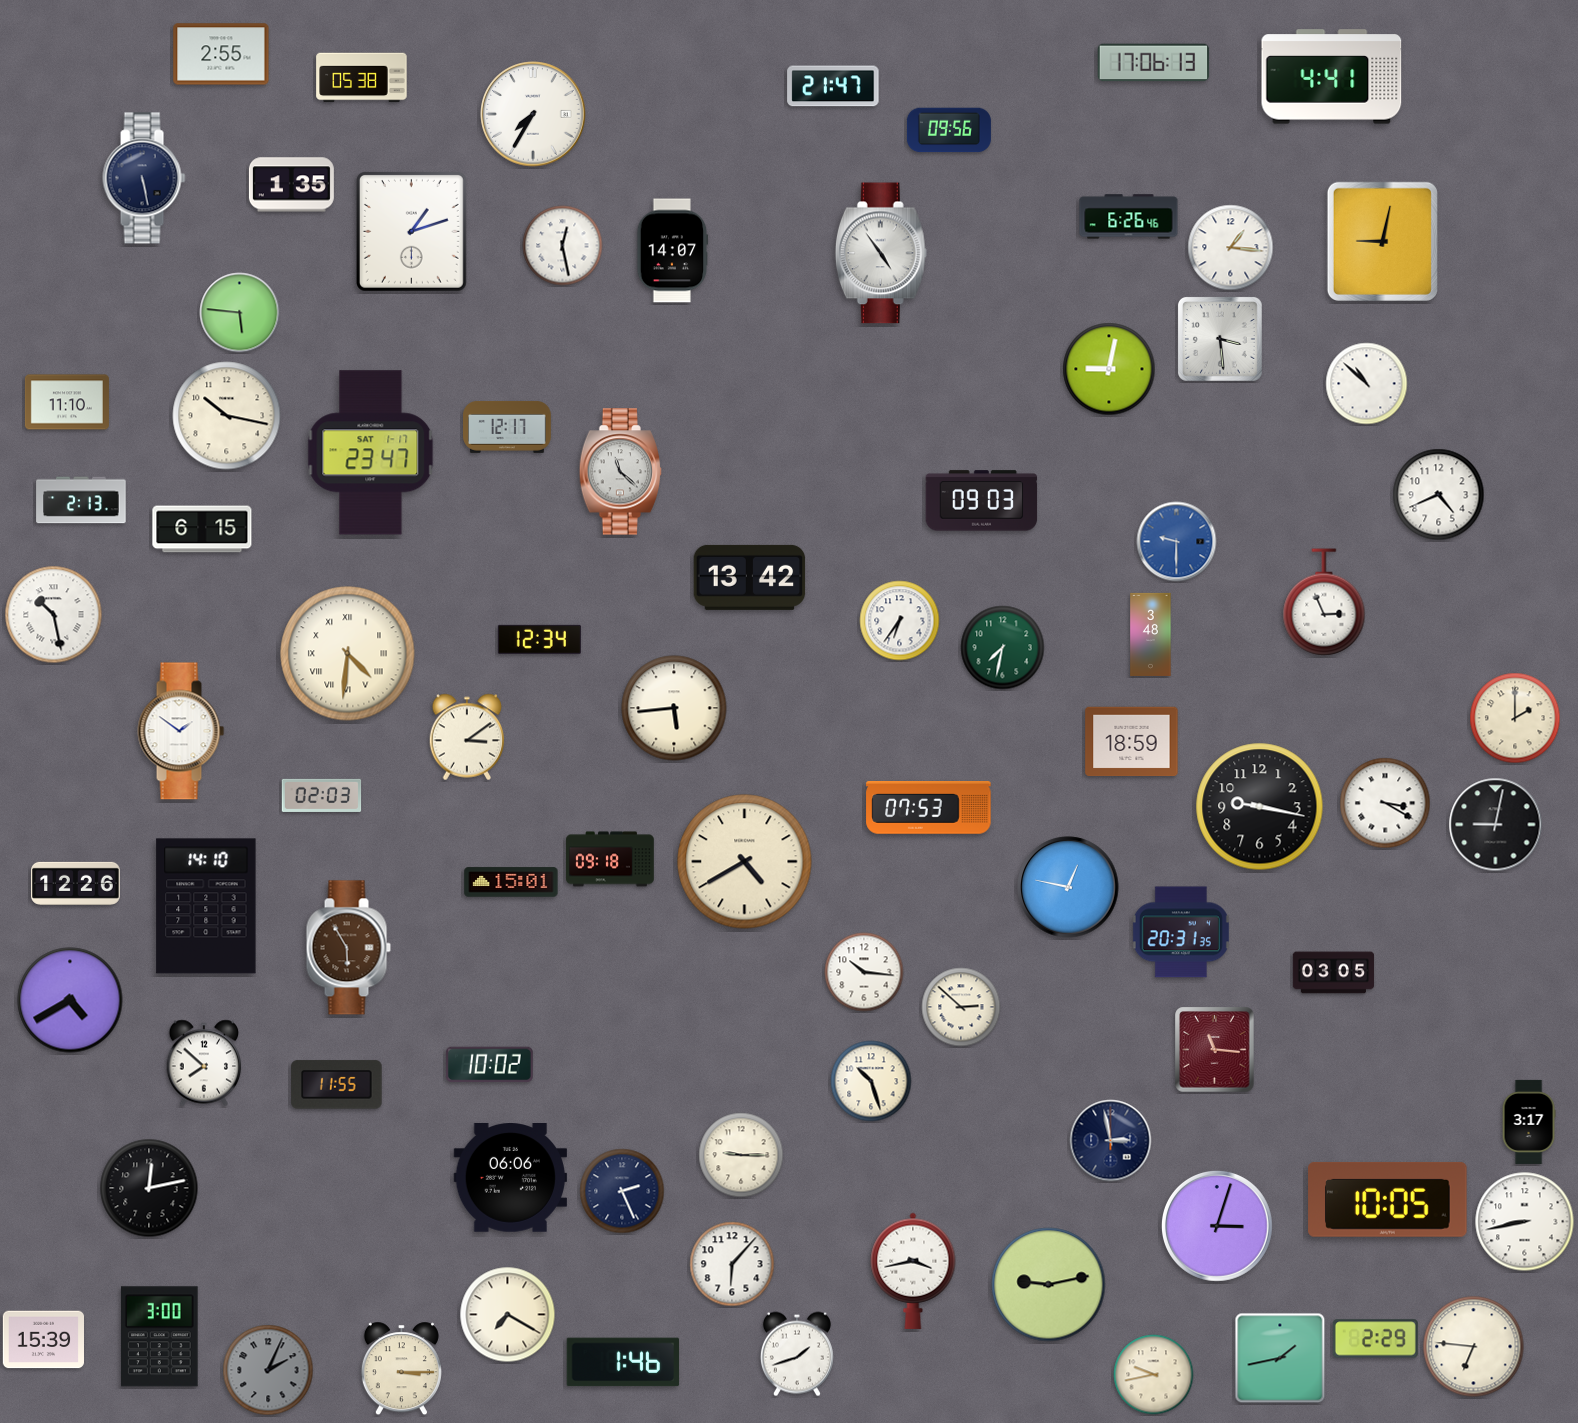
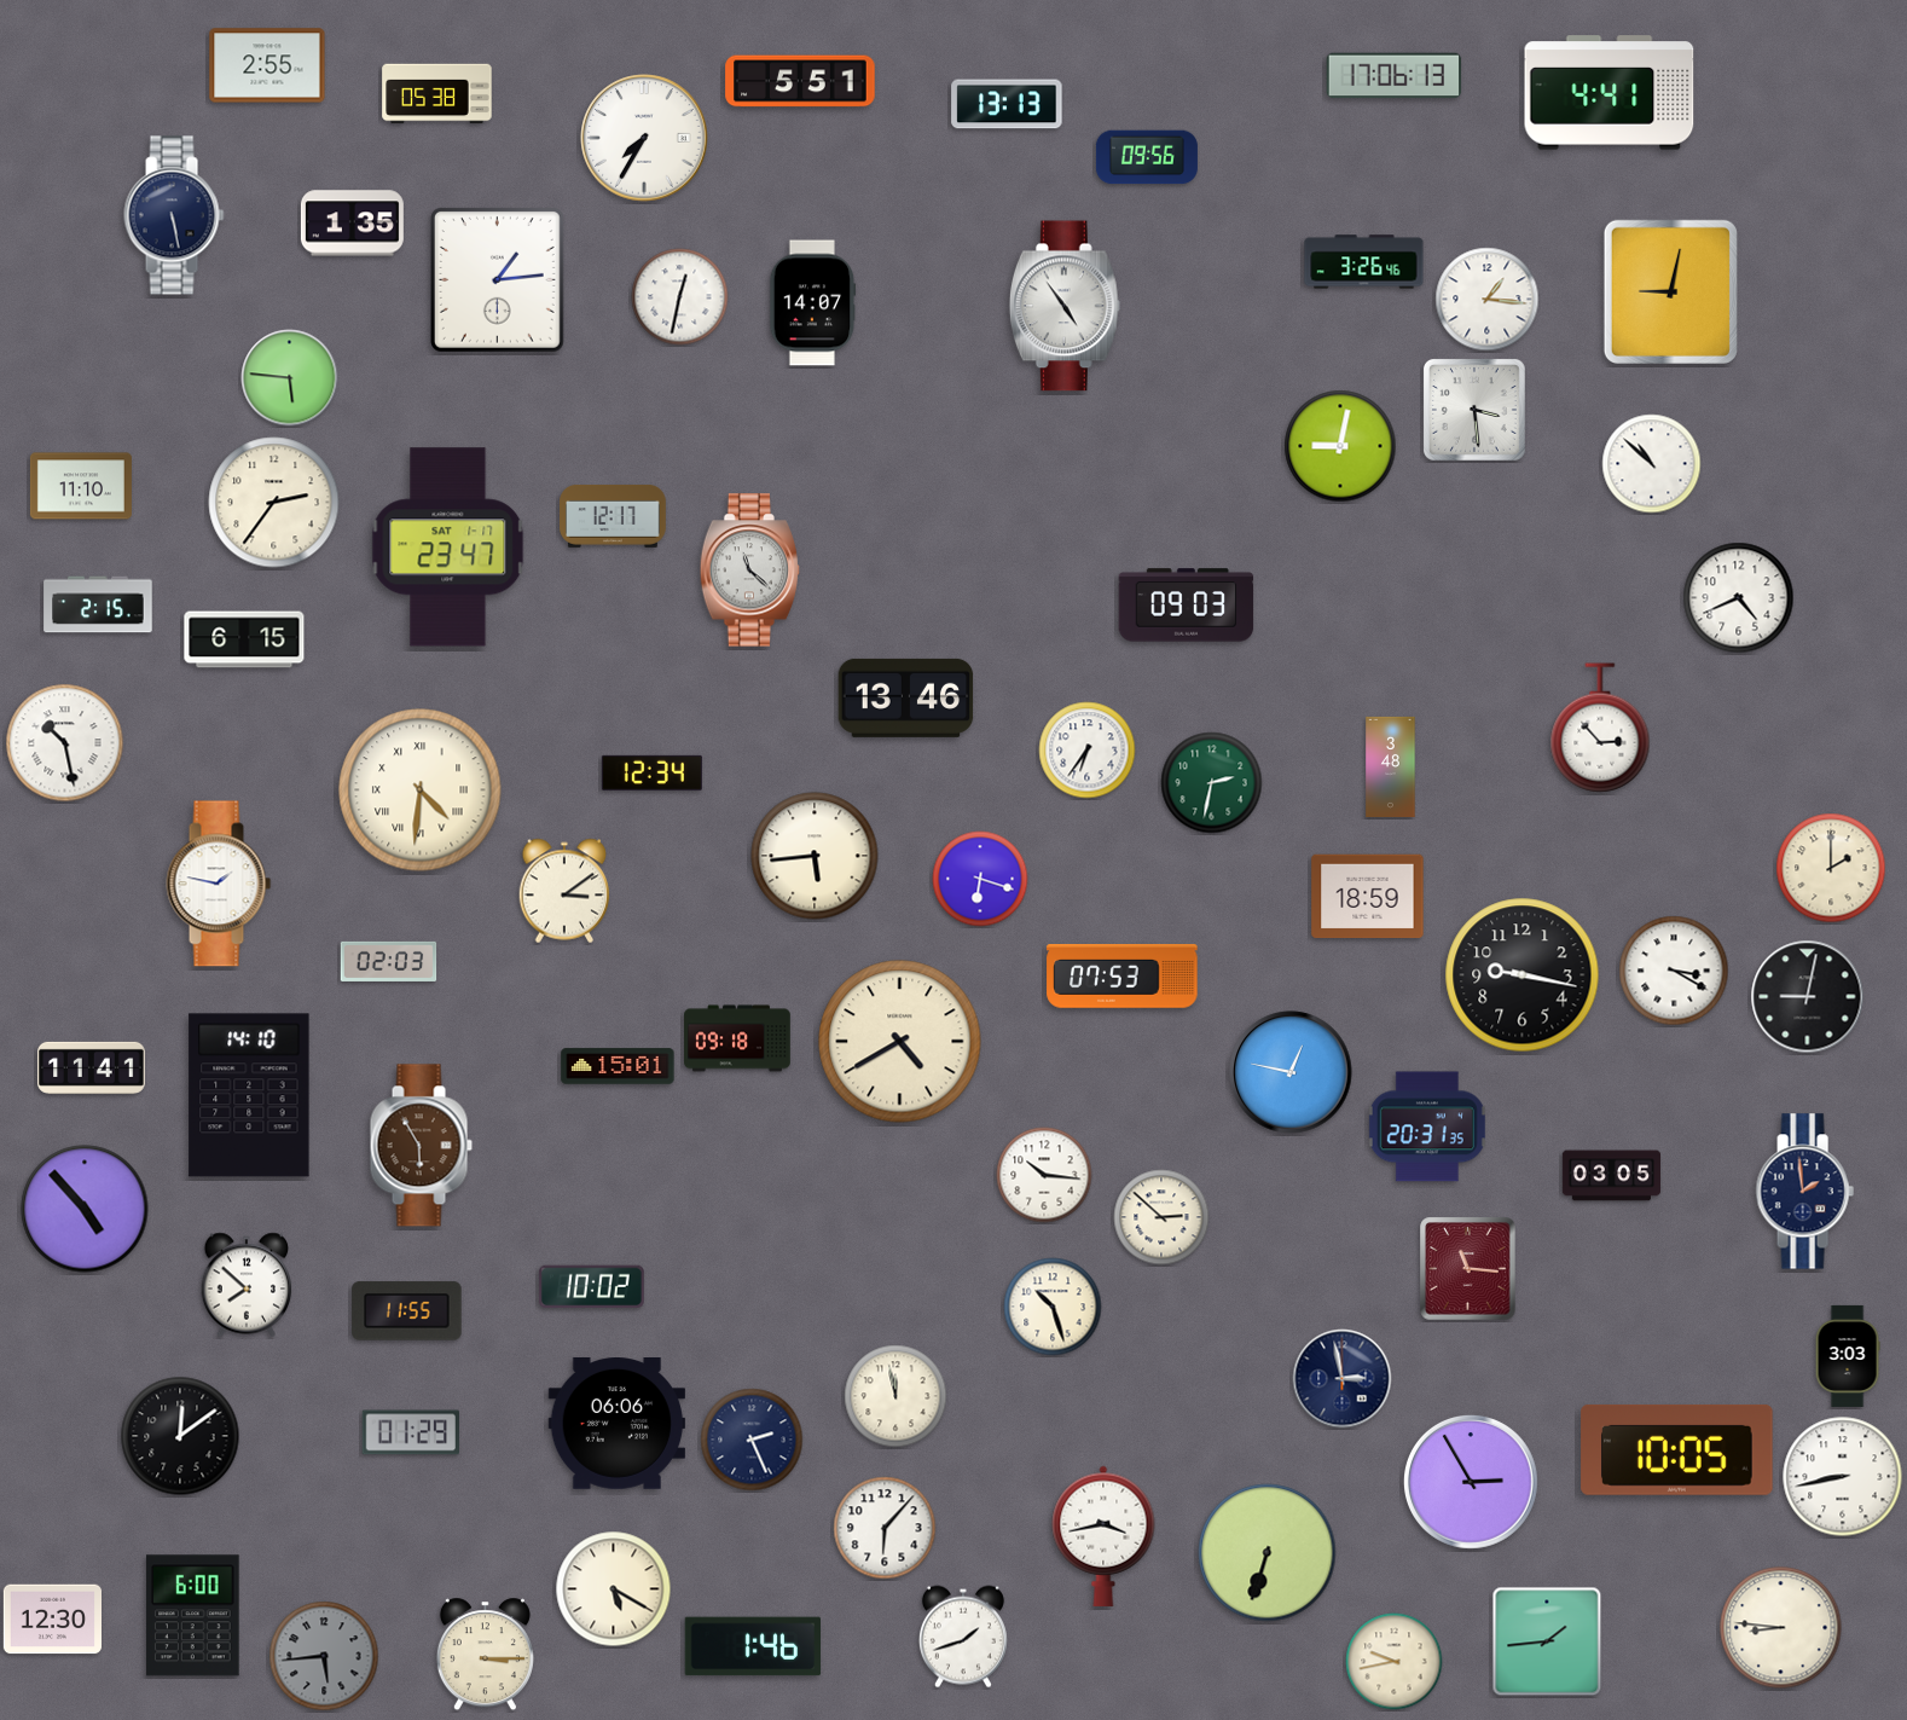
clock at (800, 81): none -> 5:51
clock at (833, 86): 21:47 -> 13:13
clock at (1129, 217): 6:26 -> 3:26
clock at (411, 231): 1:12 -> 1:14
clock at (563, 246): 12:28 -> 12:32
clock at (227, 416): 10:17 -> 2:36
clock at (81, 500): 2:13 -> 2:15
clock at (1177, 542): 9:30 -> none
clock at (750, 577): 13:42 -> 13:46
clock at (1324, 602): 2:56 -> 2:53
clock at (1003, 648): 7:32 -> 2:32
clock at (980, 879): none -> 6:18
clock at (181, 731): 1:51 -> 1:47
clock at (76, 883): 12:26 -> 11:41
clock at (1804, 1192): none -> 1:59
clock at (70, 1000): 4:40 -> 4:53
clock at (1529, 1122): 3:17 -> 3:03
clock at (741, 1155): 9:15 -> 11:58
clock at (410, 1432): none -> 01:29
clock at (149, 1188): 12:13 -> 12:09
clock at (1217, 1226): 3:03 -> 2:55
clock at (1049, 1285): 9:13 -> 6:33
clock at (508, 1315): 7:20 -> 5:20
clock at (159, 1337): 3:00 -> 6:00
clock at (1375, 1339): 2:29 -> none
clock at (43, 1340): 15:39 -> 12:30
clock at (1474, 1347): 6:46 -> 8:46
clock at (1280, 1358): 1:43 -> 1:44
clock at (268, 1370): 2:04 -> 5:44
